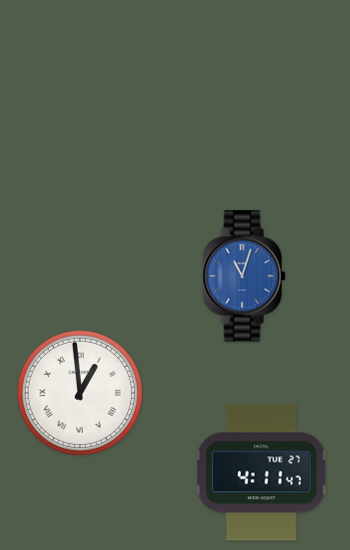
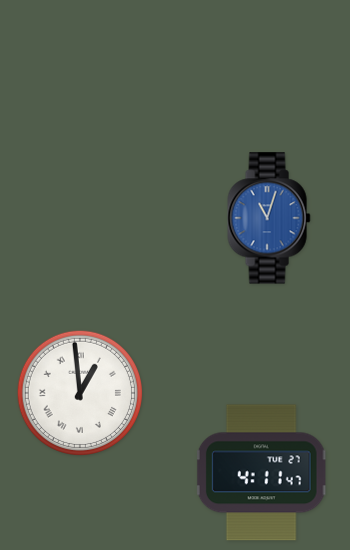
clock at (244, 276) position: (244, 276) -> (269, 218)
